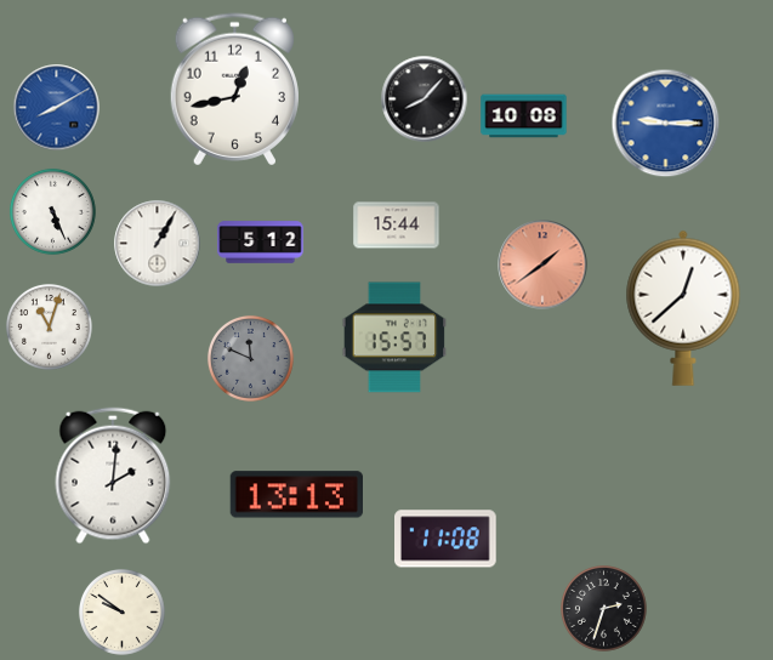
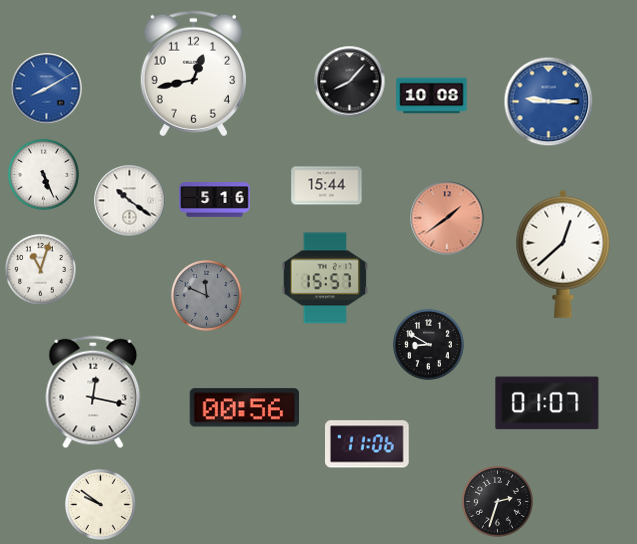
clock at (261, 243): 5:12 -> 5:16
clock at (158, 244): 1:05 -> 10:21
clock at (428, 344): none -> 8:50
clock at (113, 476): 2:01 -> 12:17
clock at (547, 403): none -> 01:07
clock at (296, 495): 13:13 -> 00:56
clock at (447, 539): 11:08 -> 11:06
